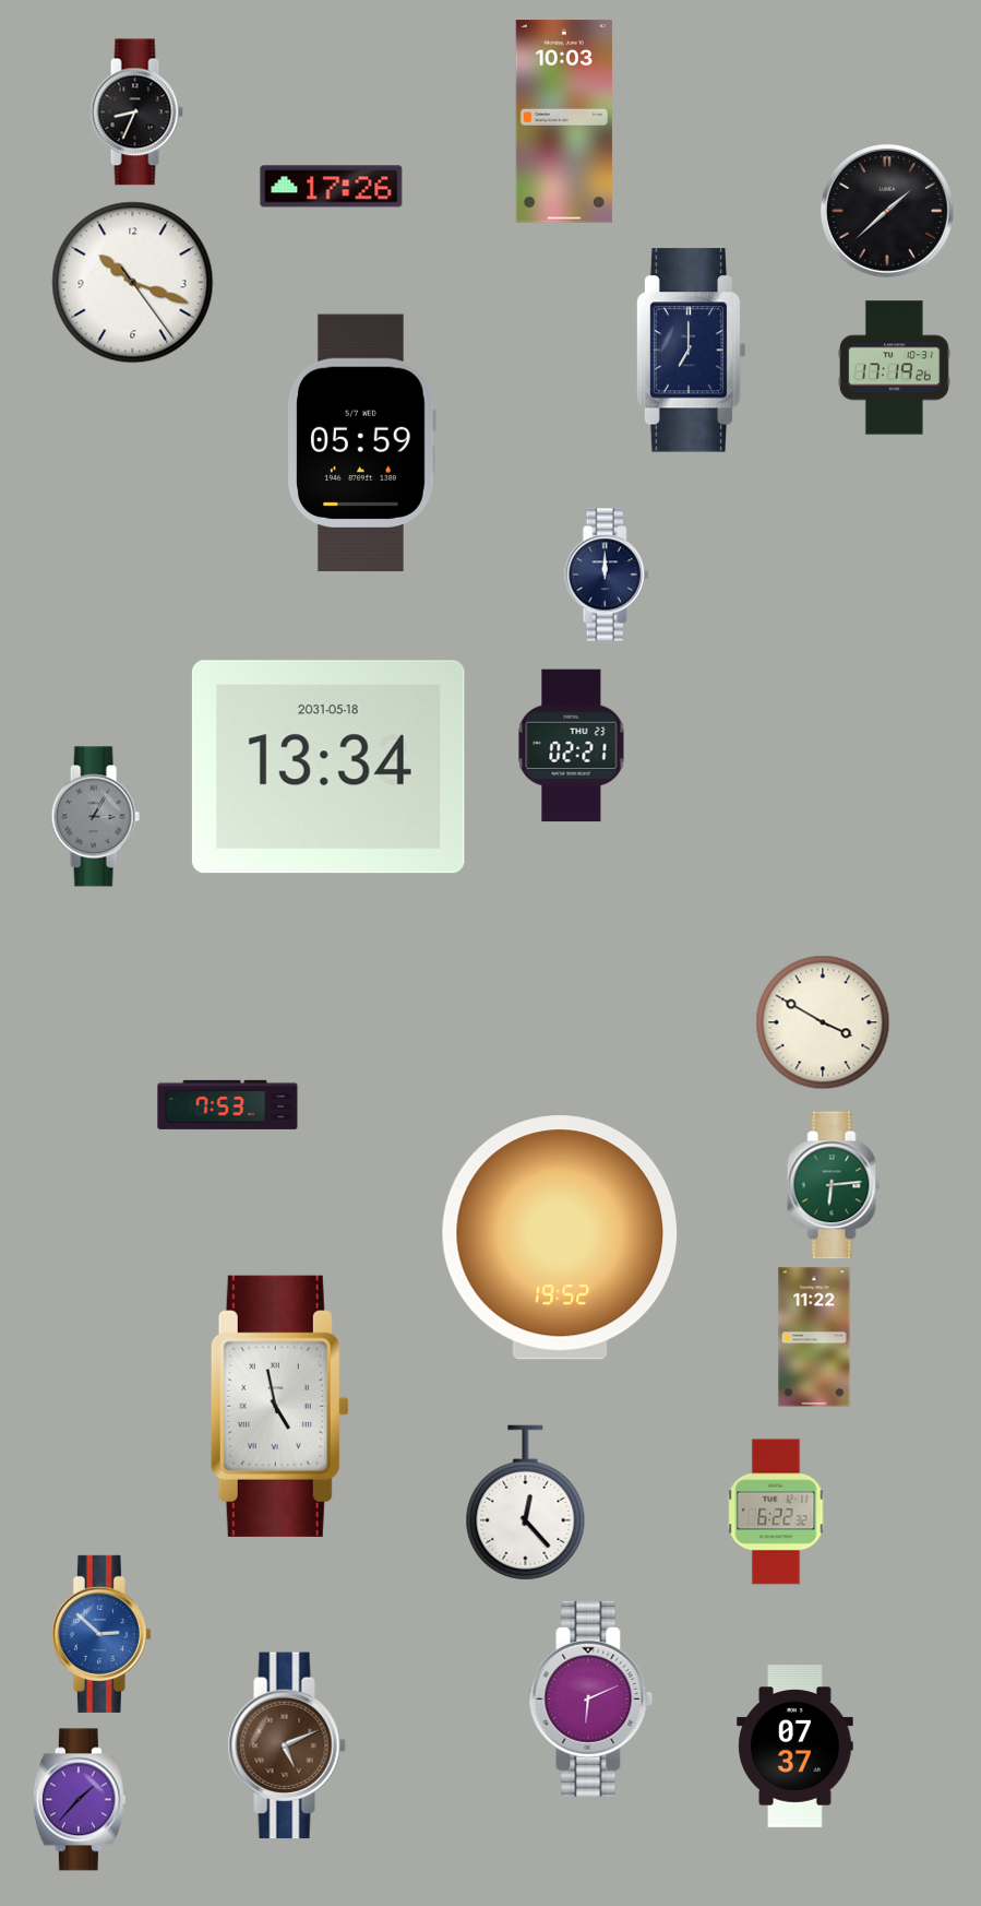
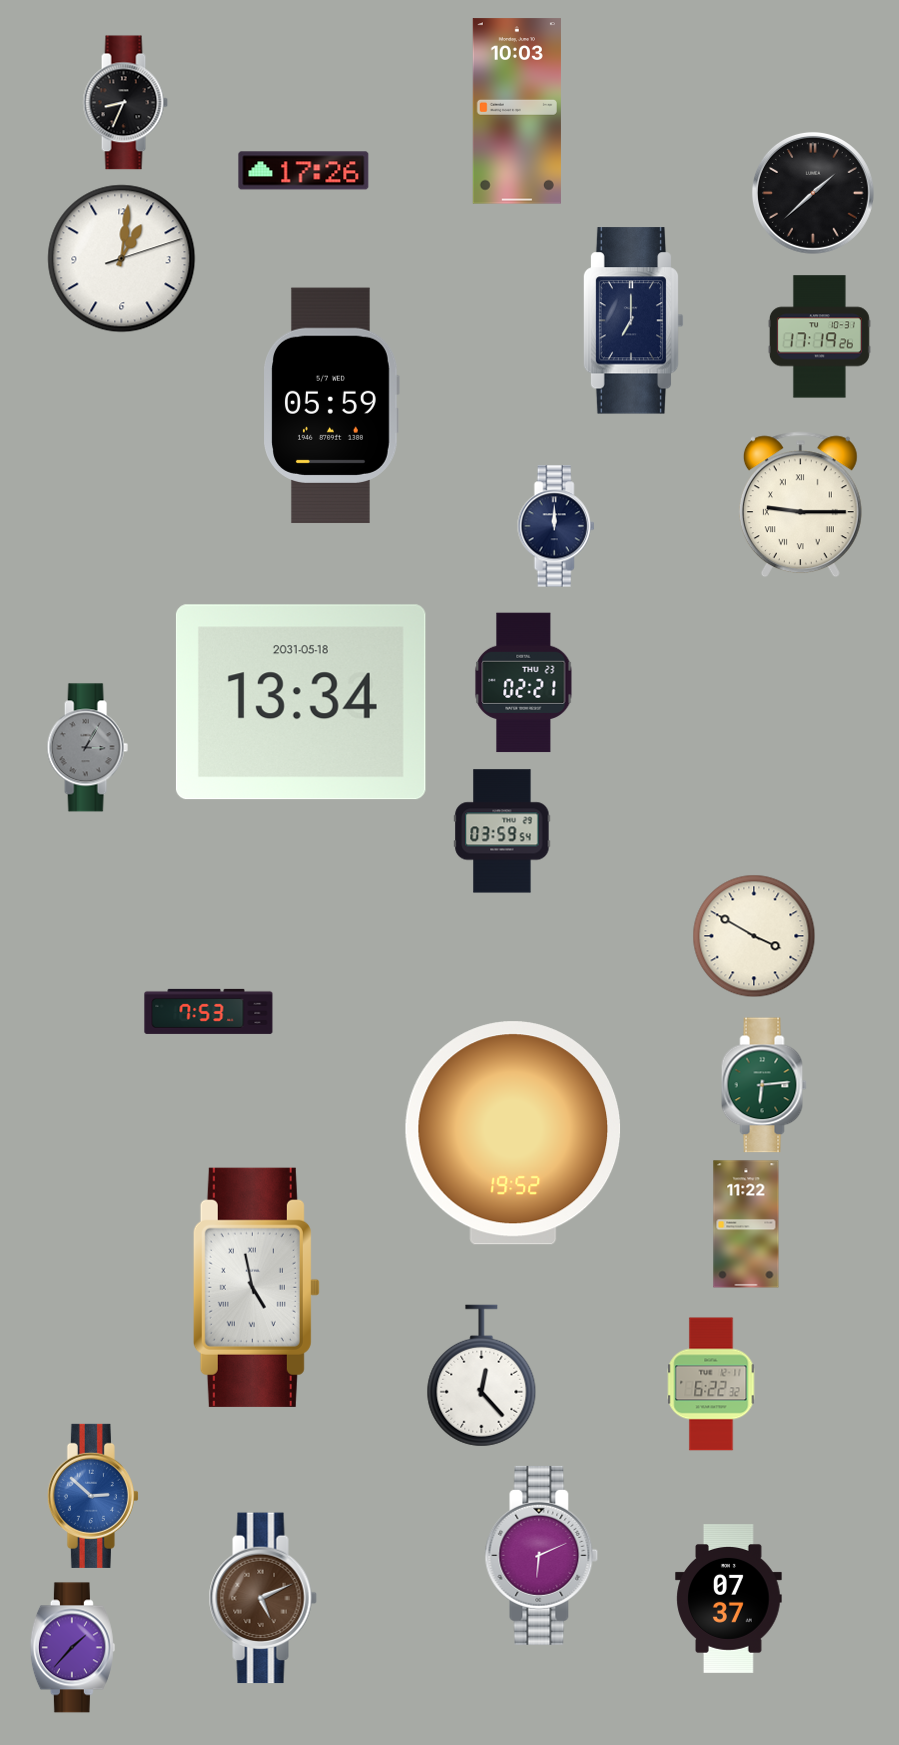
clock at (133, 283): 10:18 -> 1:01
clock at (800, 505): none -> 9:15
clock at (502, 831): none -> 03:59
